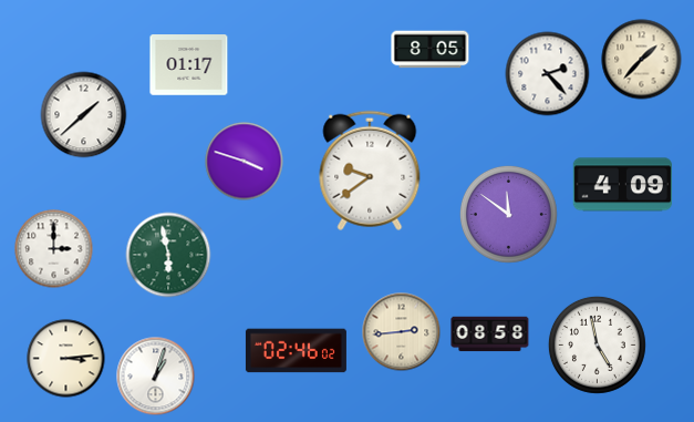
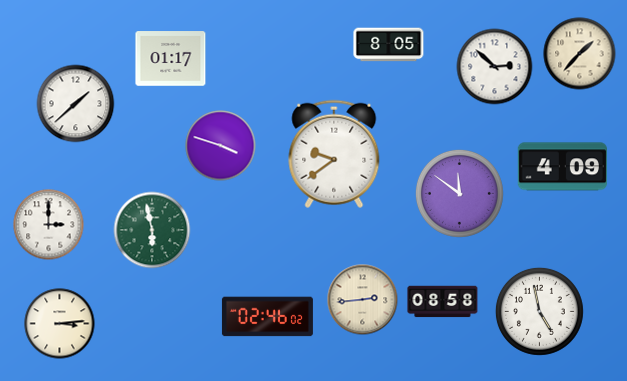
clock at (548, 74): 2:23 -> 2:52
clock at (156, 377): 1:03 -> none
